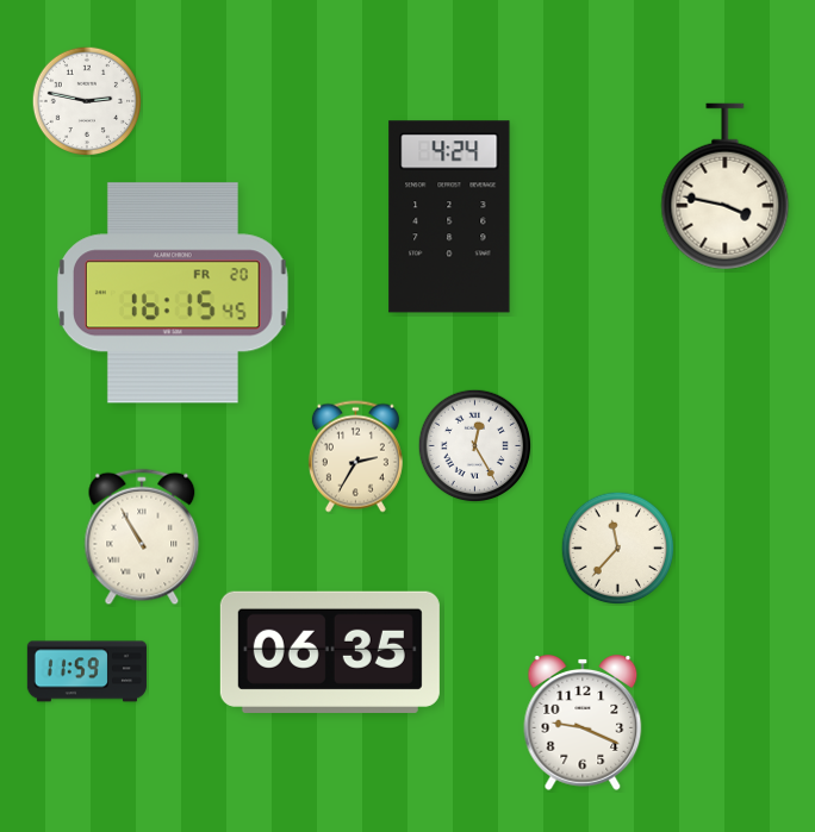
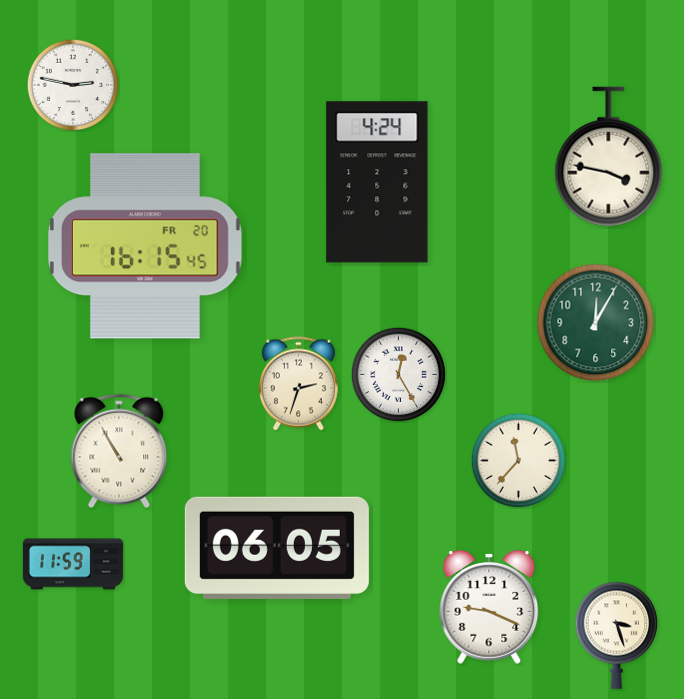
clock at (596, 323): none -> 12:05
clock at (355, 457): 2:35 -> 2:33
clock at (330, 652): 06:35 -> 06:05
clock at (617, 635): none -> 3:27
